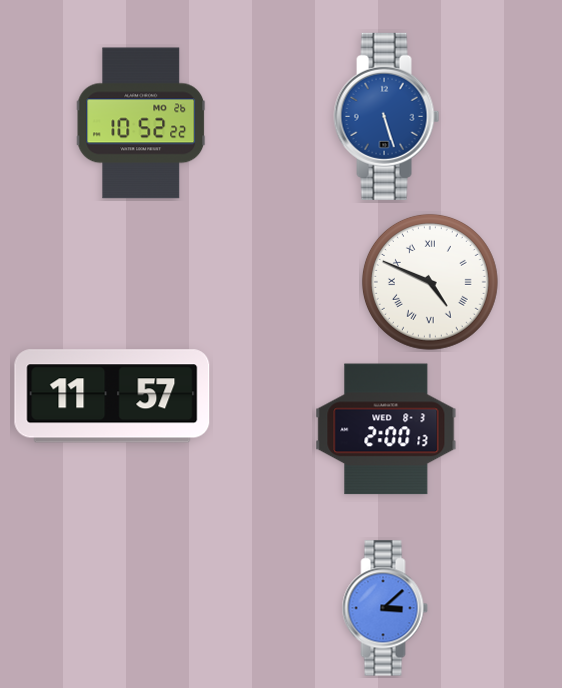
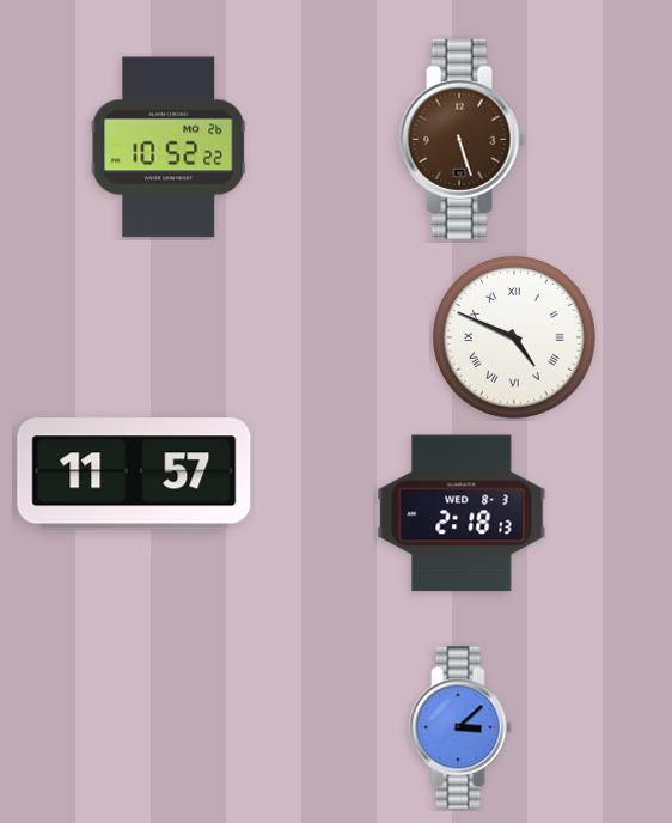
clock at (387, 116) dial: blue -> brown
clock at (386, 429): 2:00 -> 2:18
